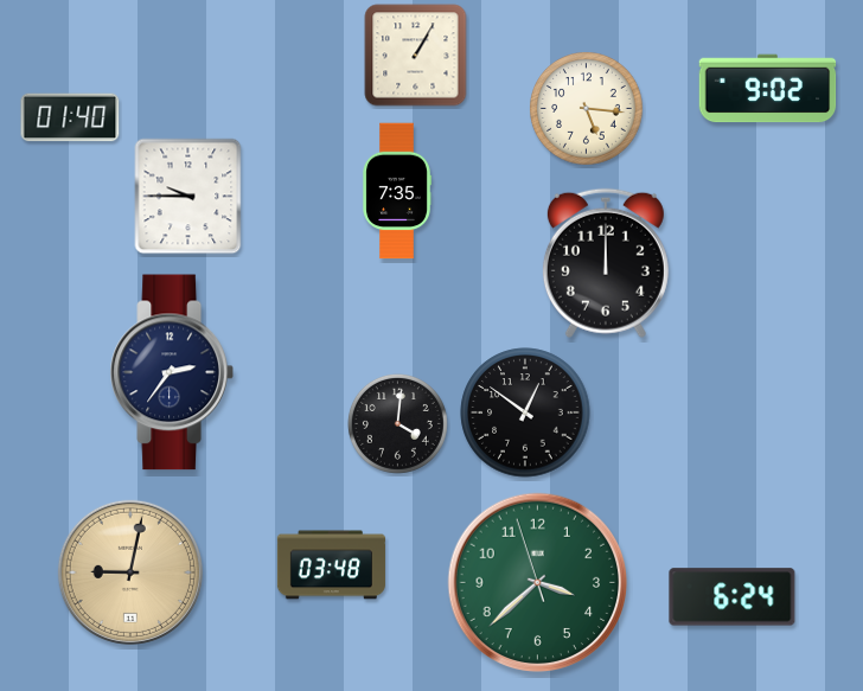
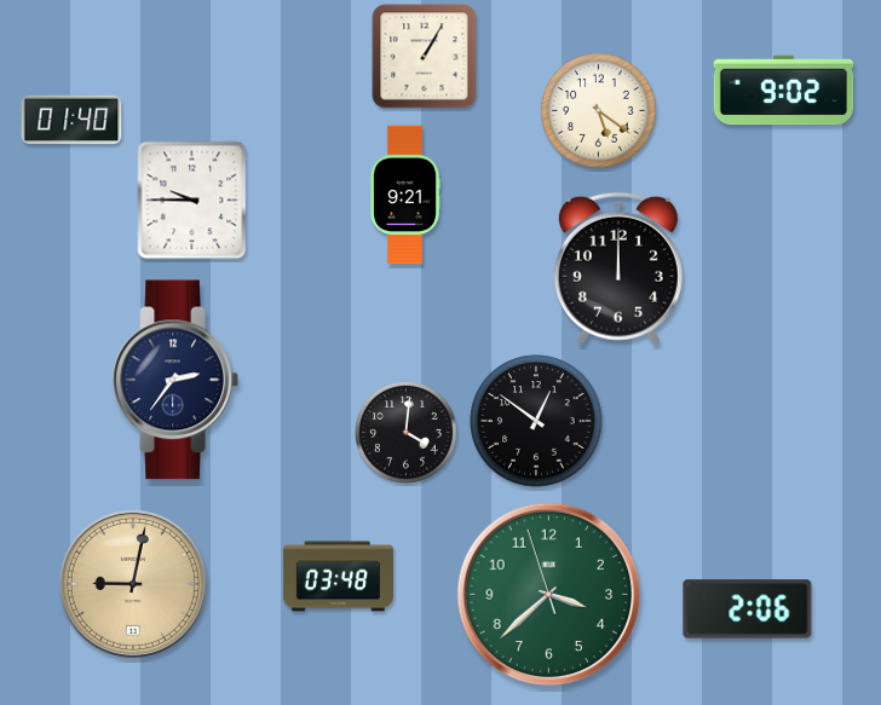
clock at (587, 109): 5:16 -> 5:21
clock at (397, 191): 7:35 -> 9:21
clock at (733, 597): 6:24 -> 2:06
